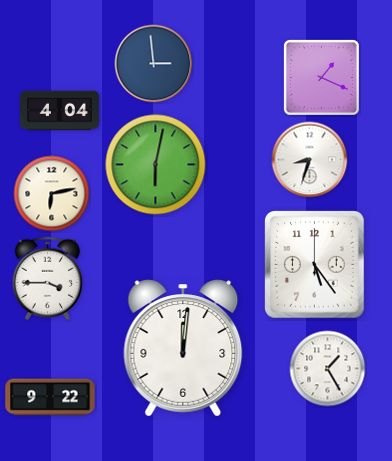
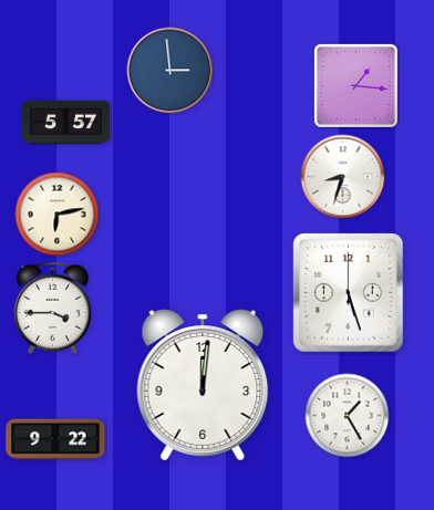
clock at (321, 77): 1:19 -> 1:16
clock at (59, 111): 4:04 -> 5:57
clock at (156, 165): 6:02 -> none
clock at (315, 265): 5:24 -> 5:27
clock at (328, 369) position: (328, 369) -> (348, 416)
